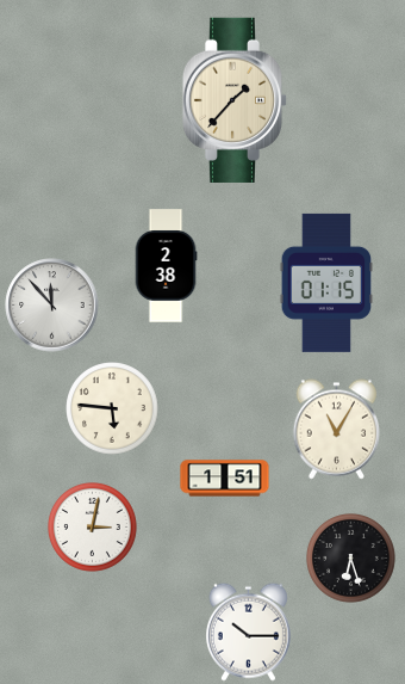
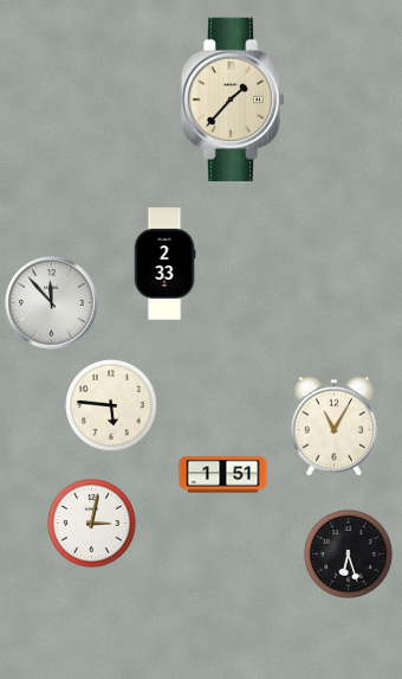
clock at (166, 266): 2:38 -> 2:33
clock at (326, 283): 01:15 -> none
clock at (248, 631): 10:15 -> none
